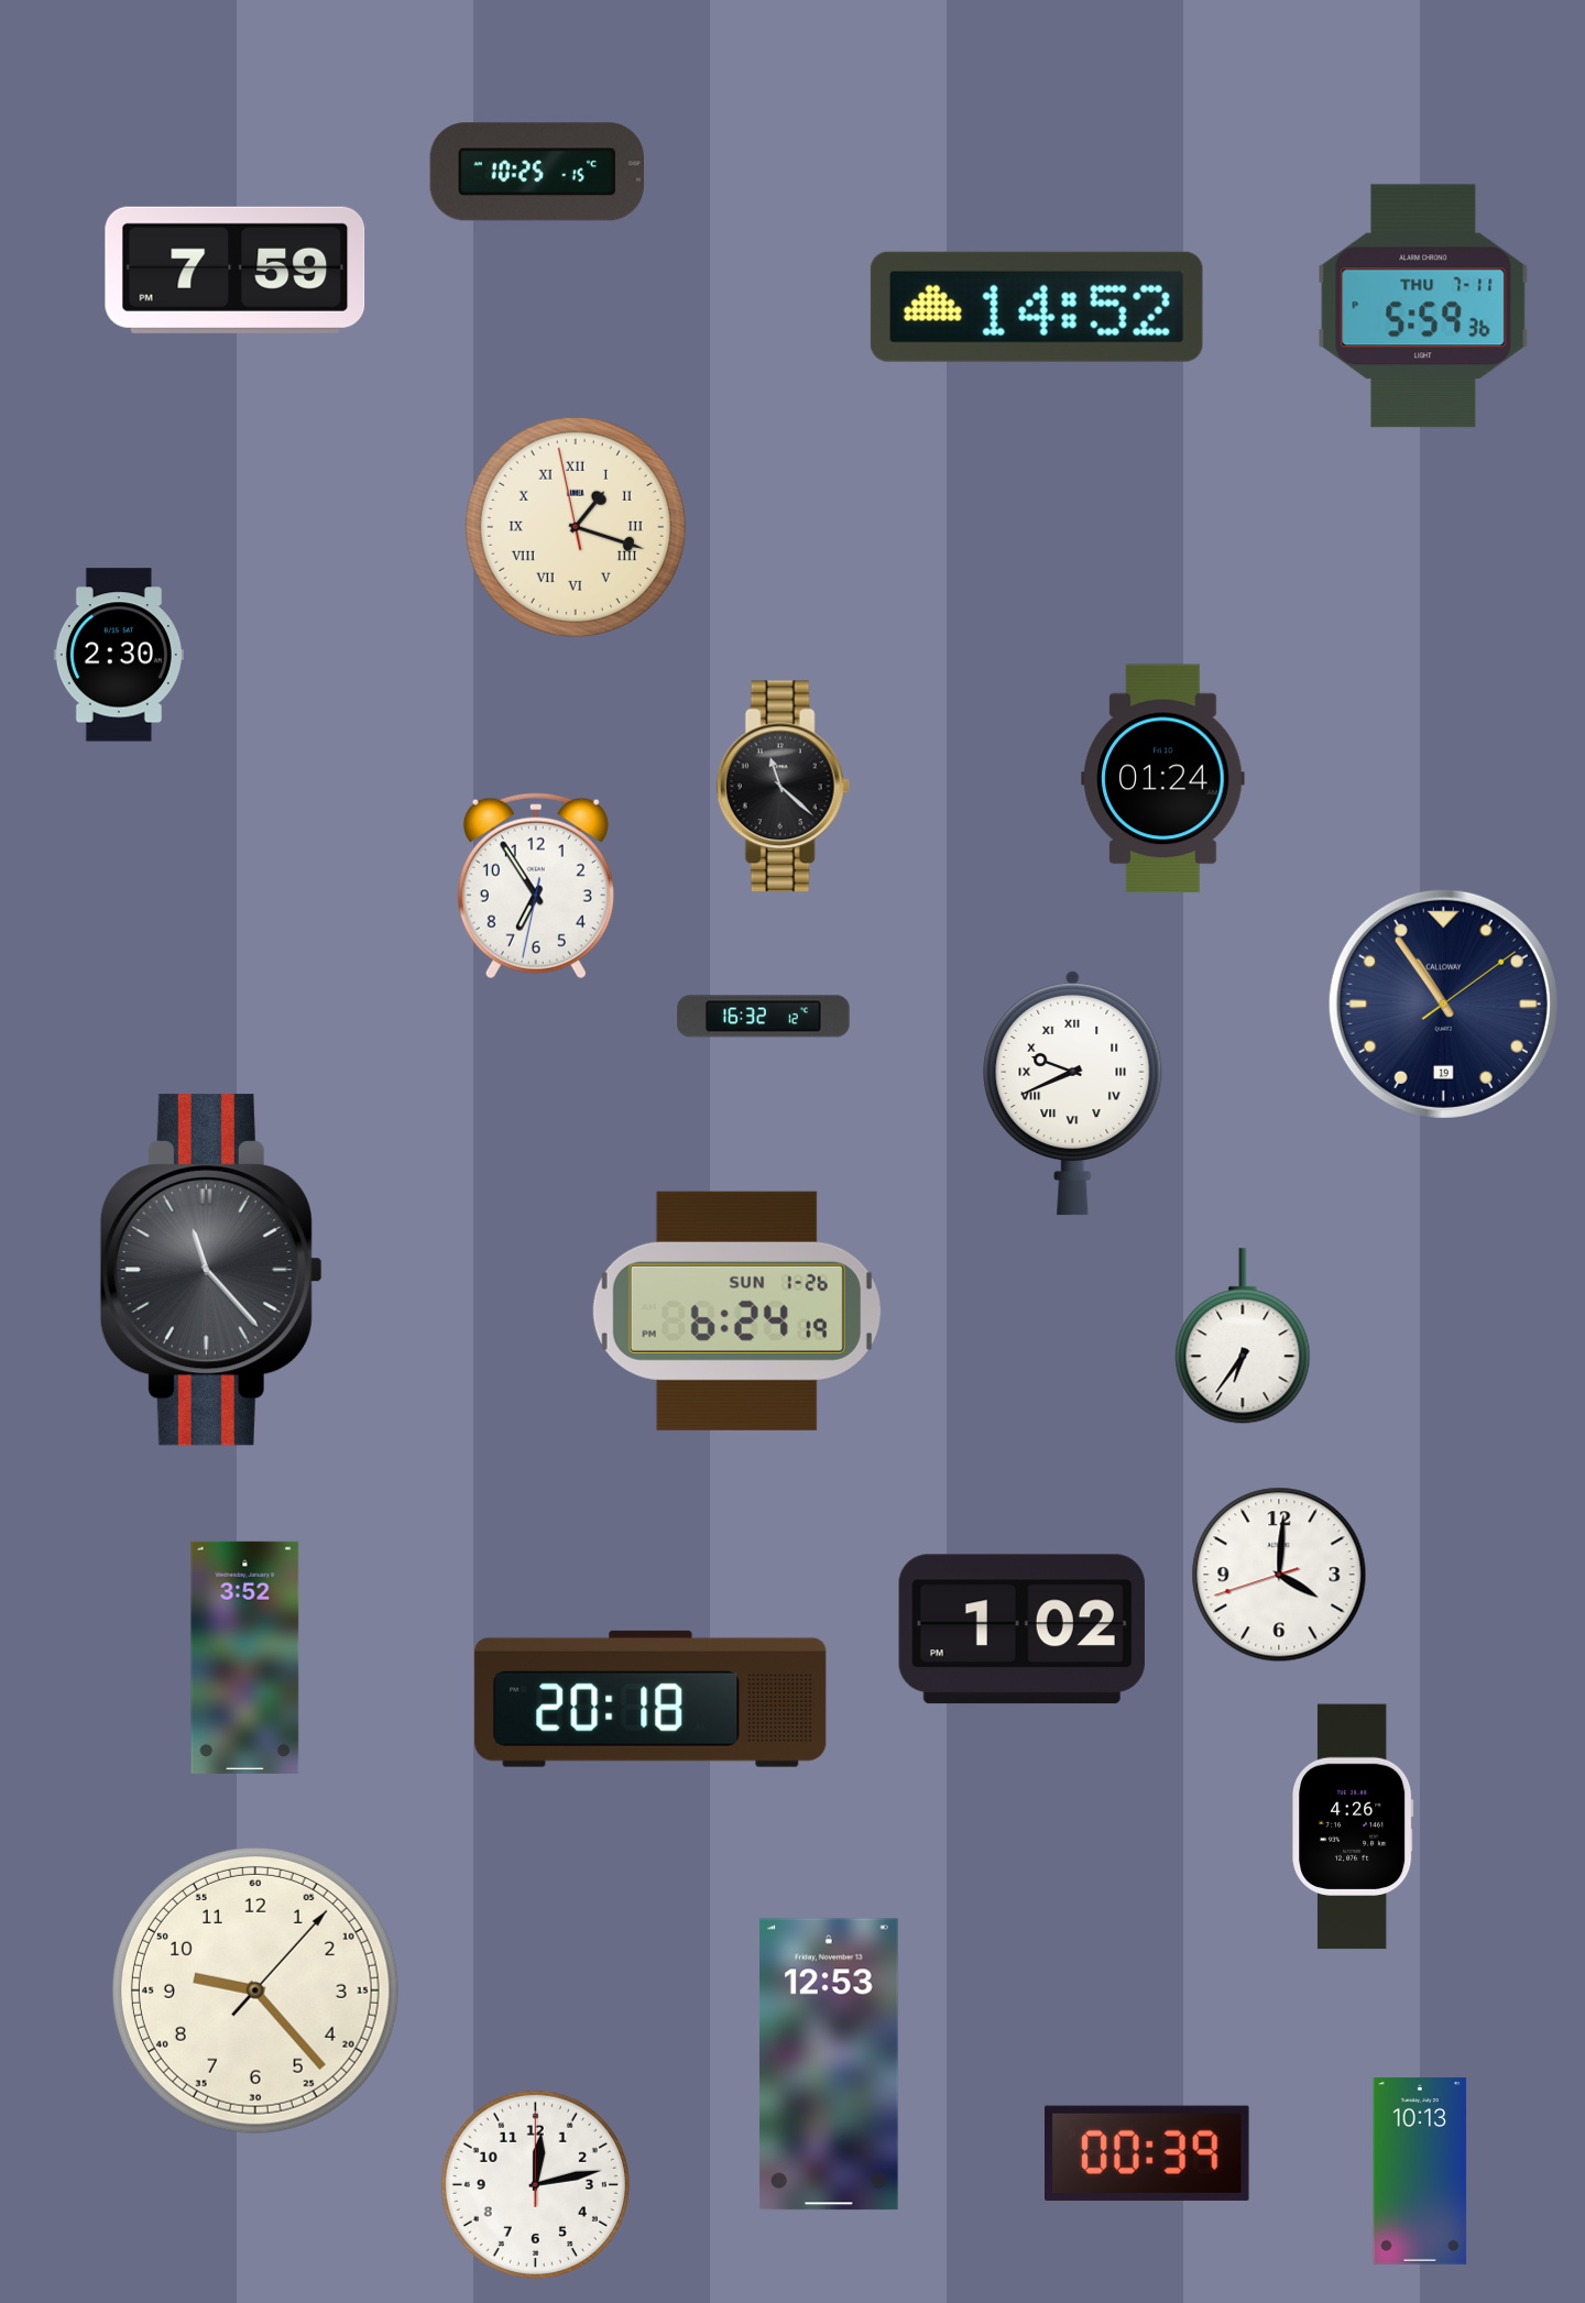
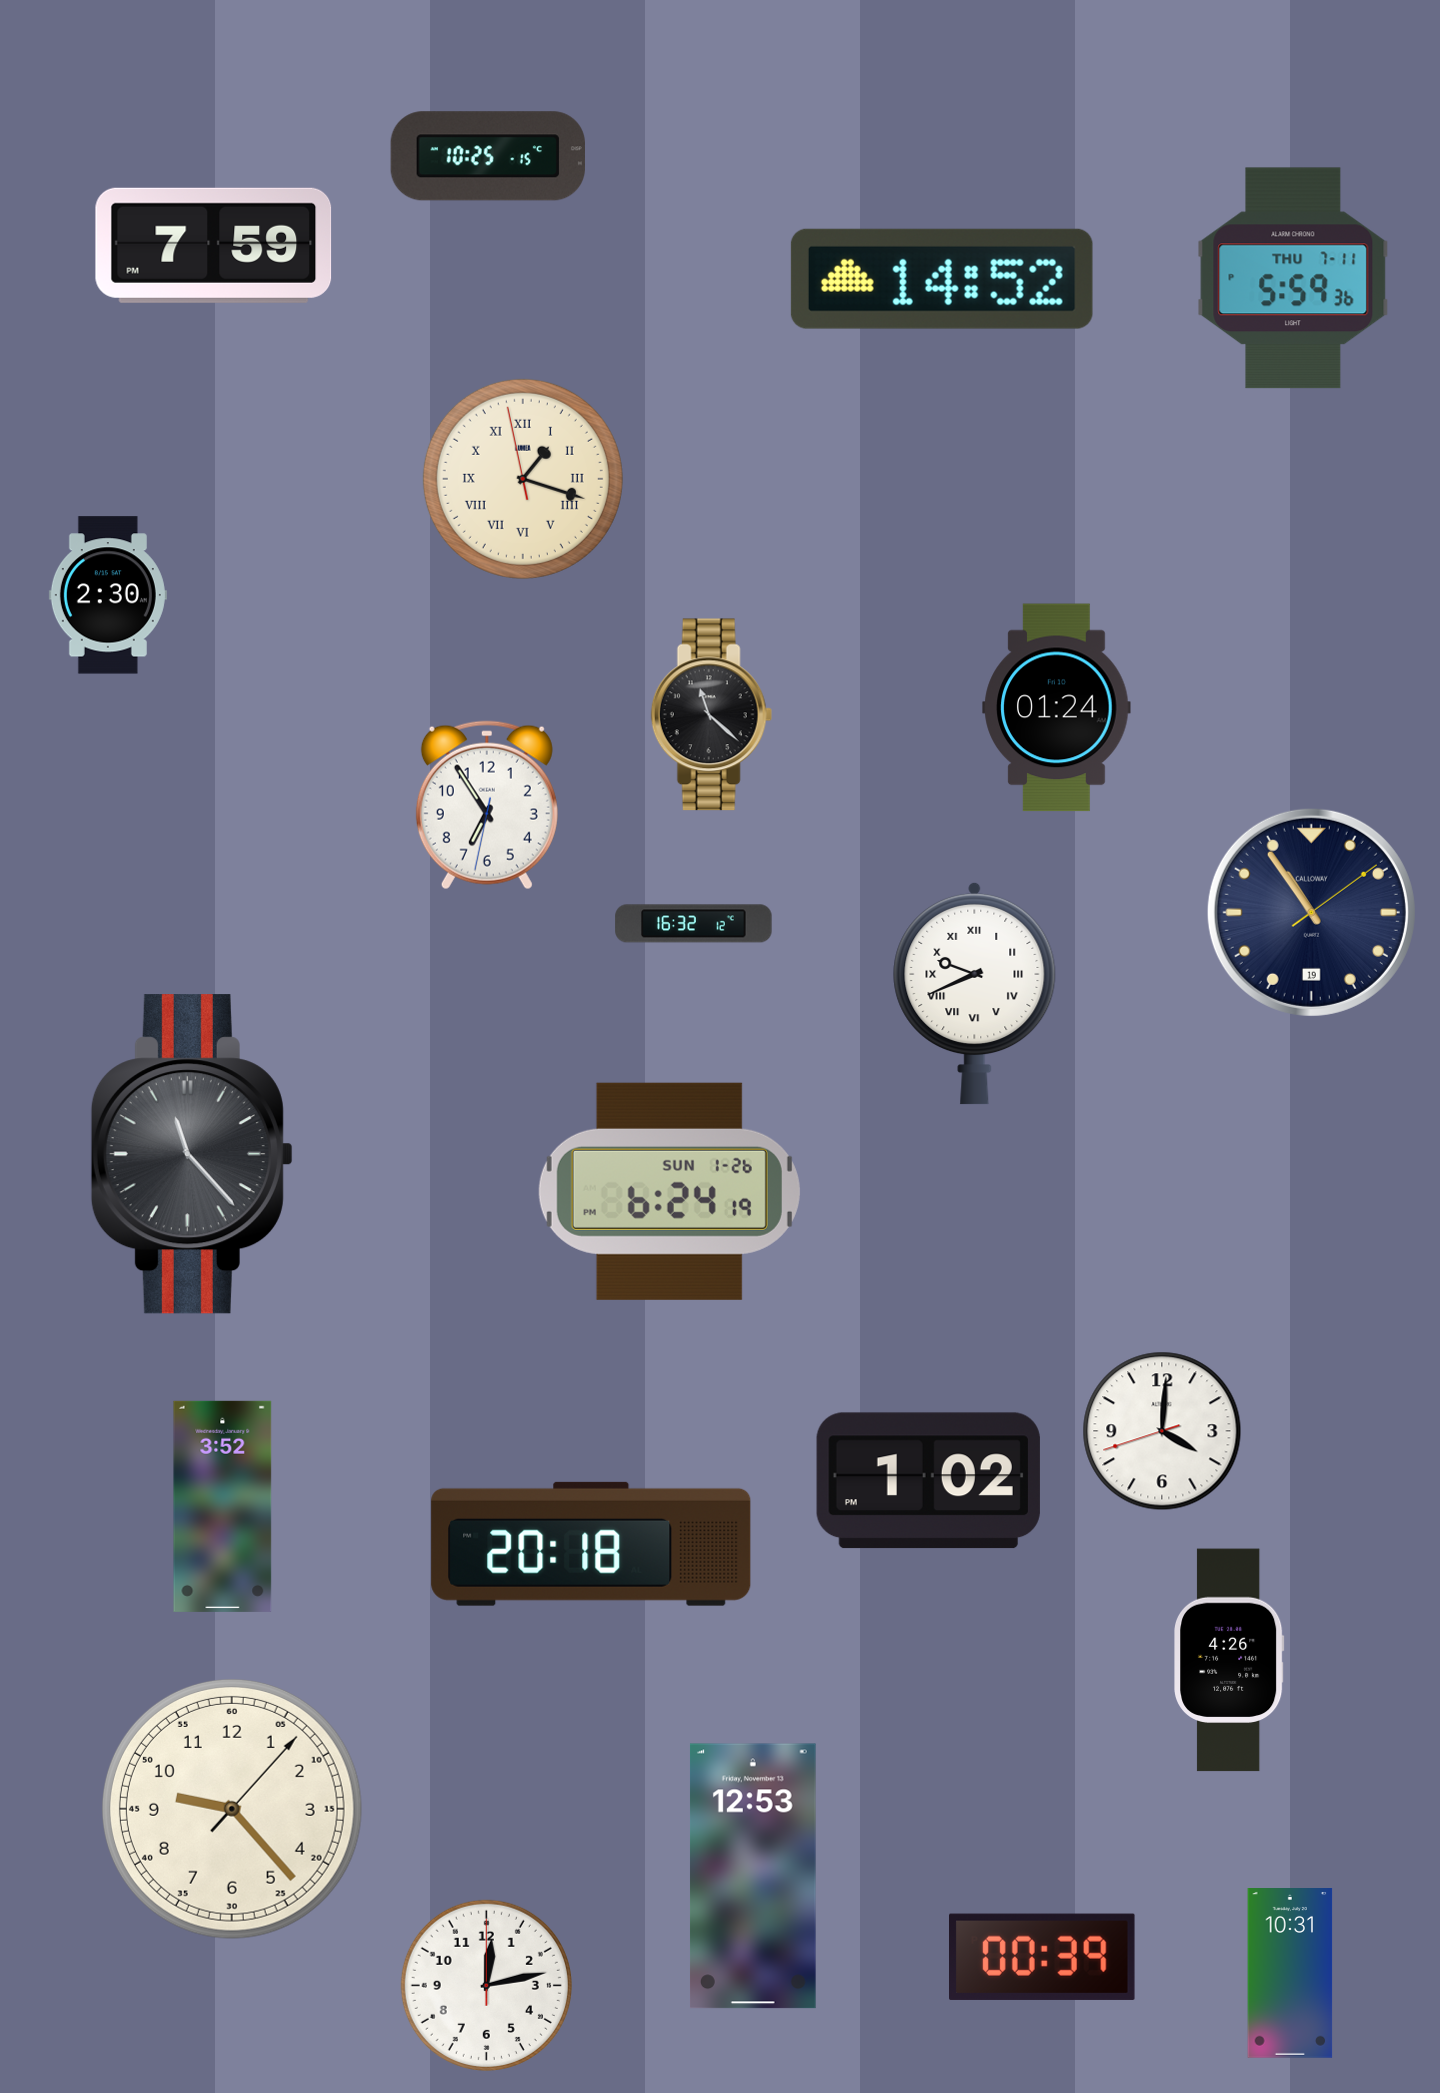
clock at (1243, 1337): 6:36 -> none
clock at (1420, 2172): 10:13 -> 10:31
